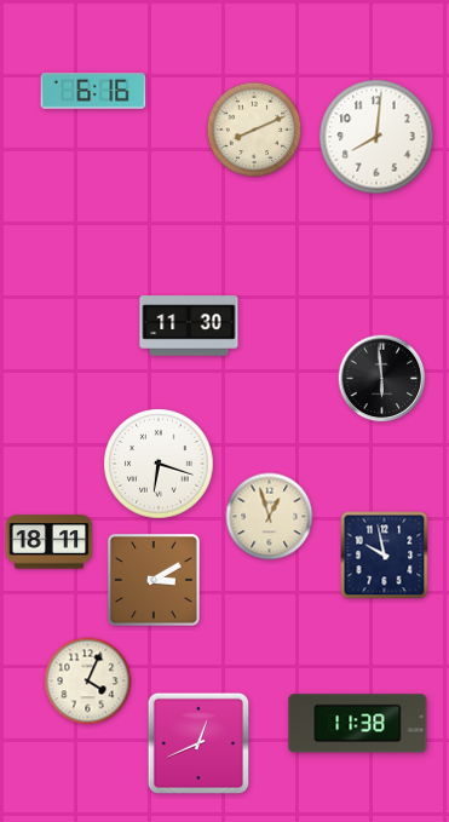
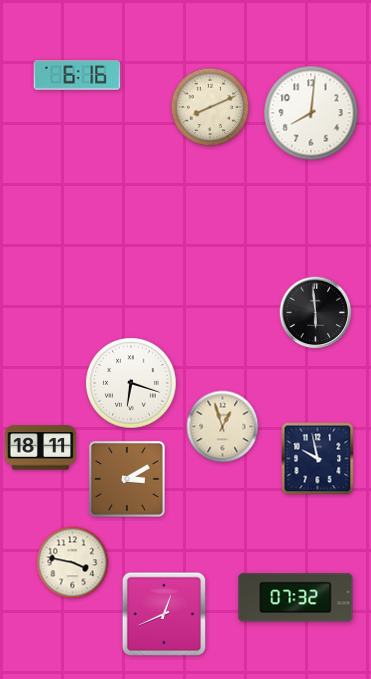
clock at (189, 326): 11:30 -> none
clock at (88, 682): 4:04 -> 3:47
clock at (358, 724): 11:38 -> 07:32
